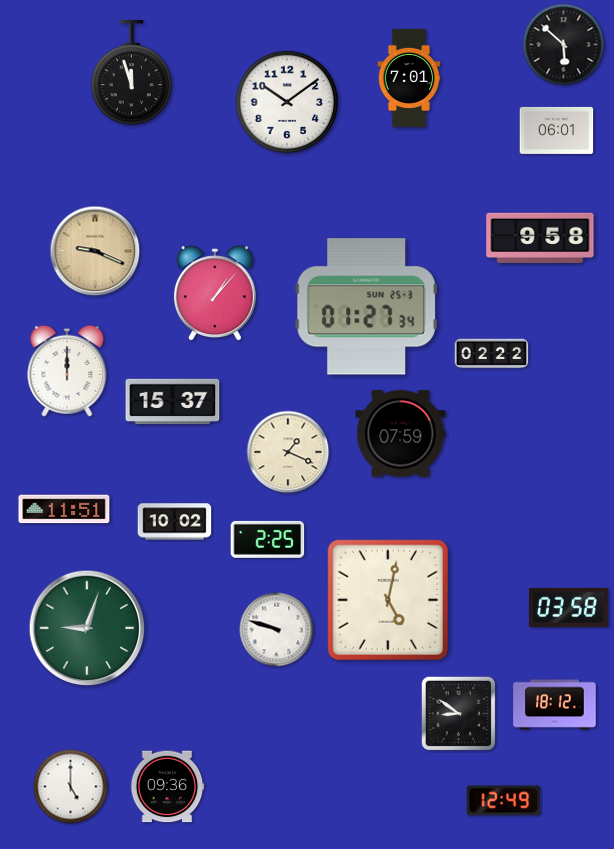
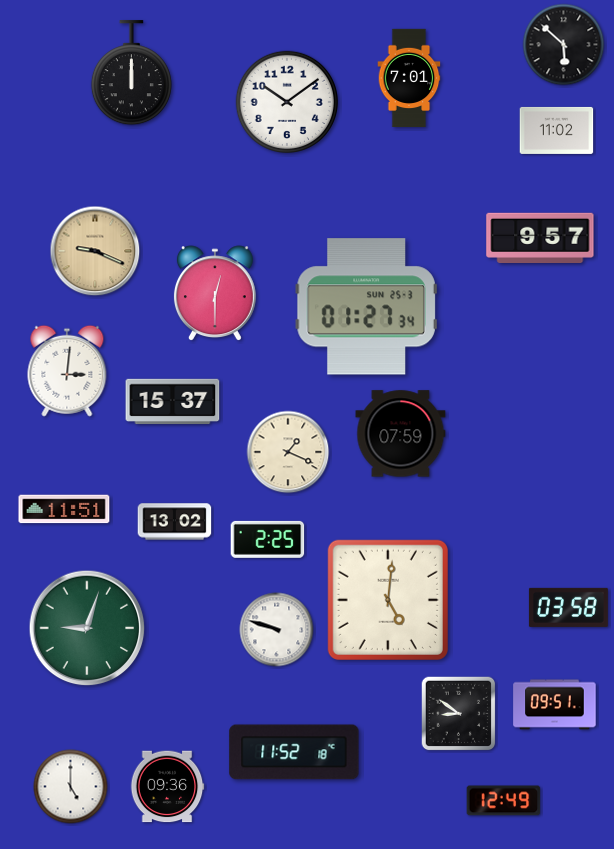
clock at (131, 73): 11:57 -> 12:00
clock at (557, 130): 06:01 -> 11:02
clock at (540, 237): 9:58 -> 9:57
clock at (215, 294): 1:07 -> 12:30
clock at (492, 354): 02:22 -> none
clock at (67, 371): 12:00 -> 3:01
clock at (175, 522): 10:02 -> 13:02
clock at (388, 600): 5:02 -> 5:01
clock at (555, 705): 18:12 -> 09:51
clock at (294, 752): none -> 11:52
